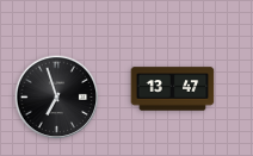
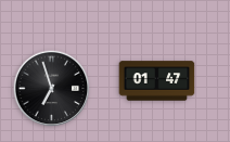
clock at (173, 89): 13:47 -> 01:47
